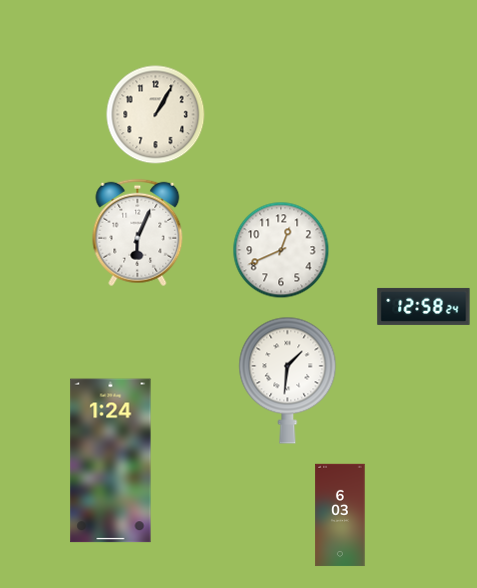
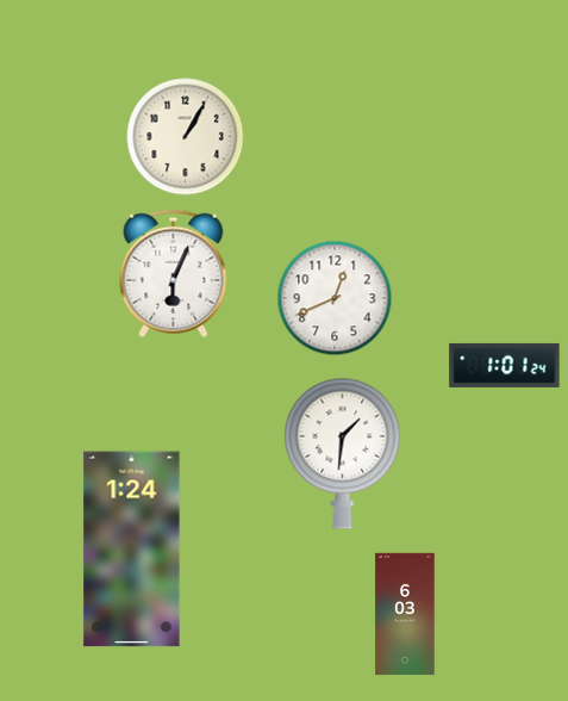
clock at (138, 233) position: (138, 233) -> (174, 274)
clock at (424, 306): 12:58 -> 1:01
